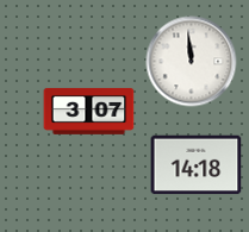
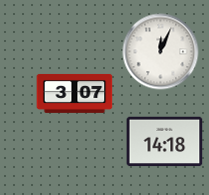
clock at (192, 62): 11:59 -> 12:04
clock at (197, 165) position: (197, 165) -> (165, 142)
